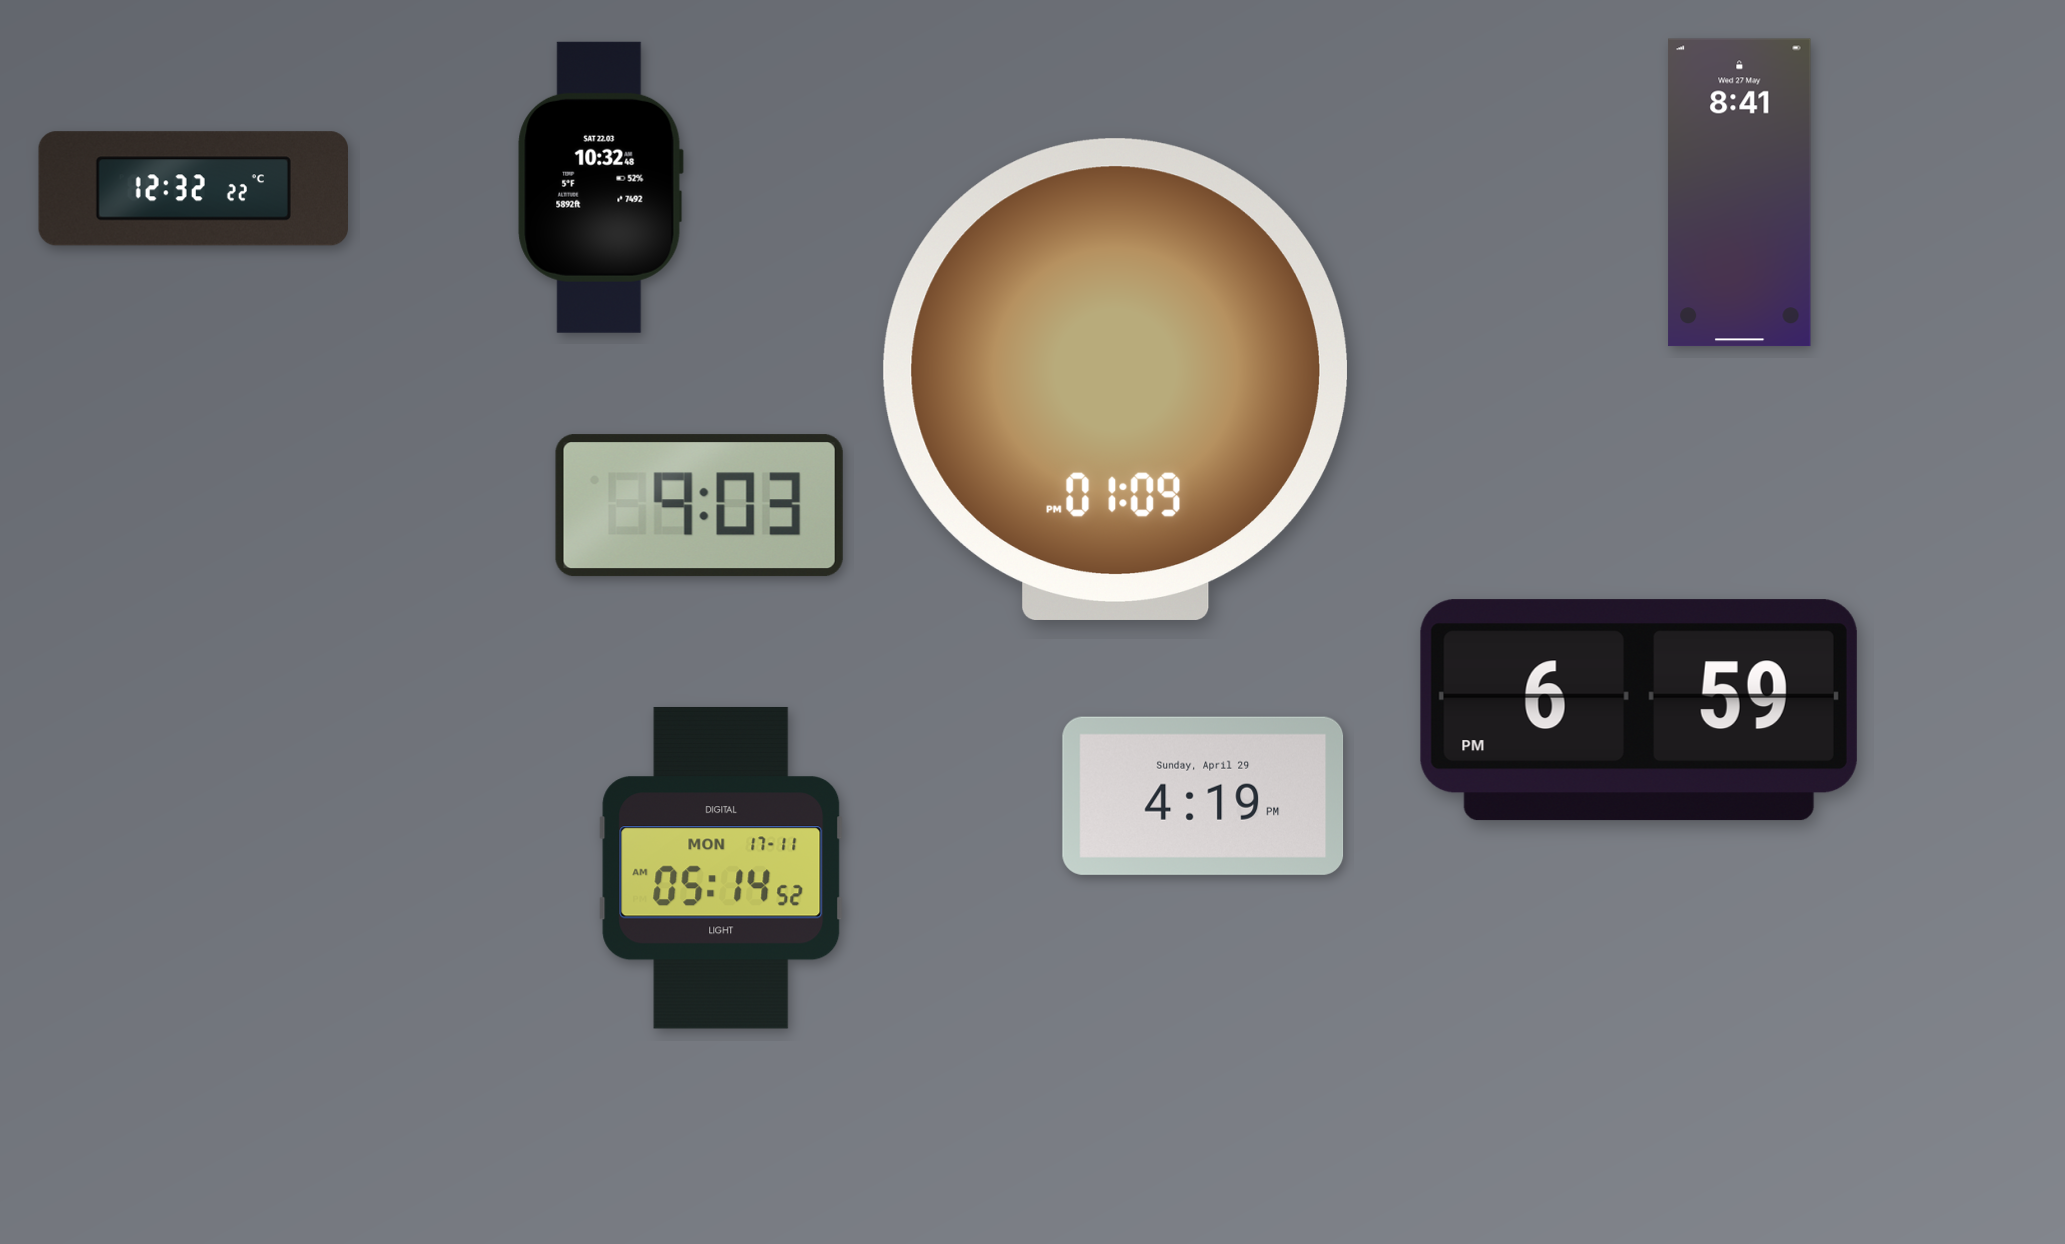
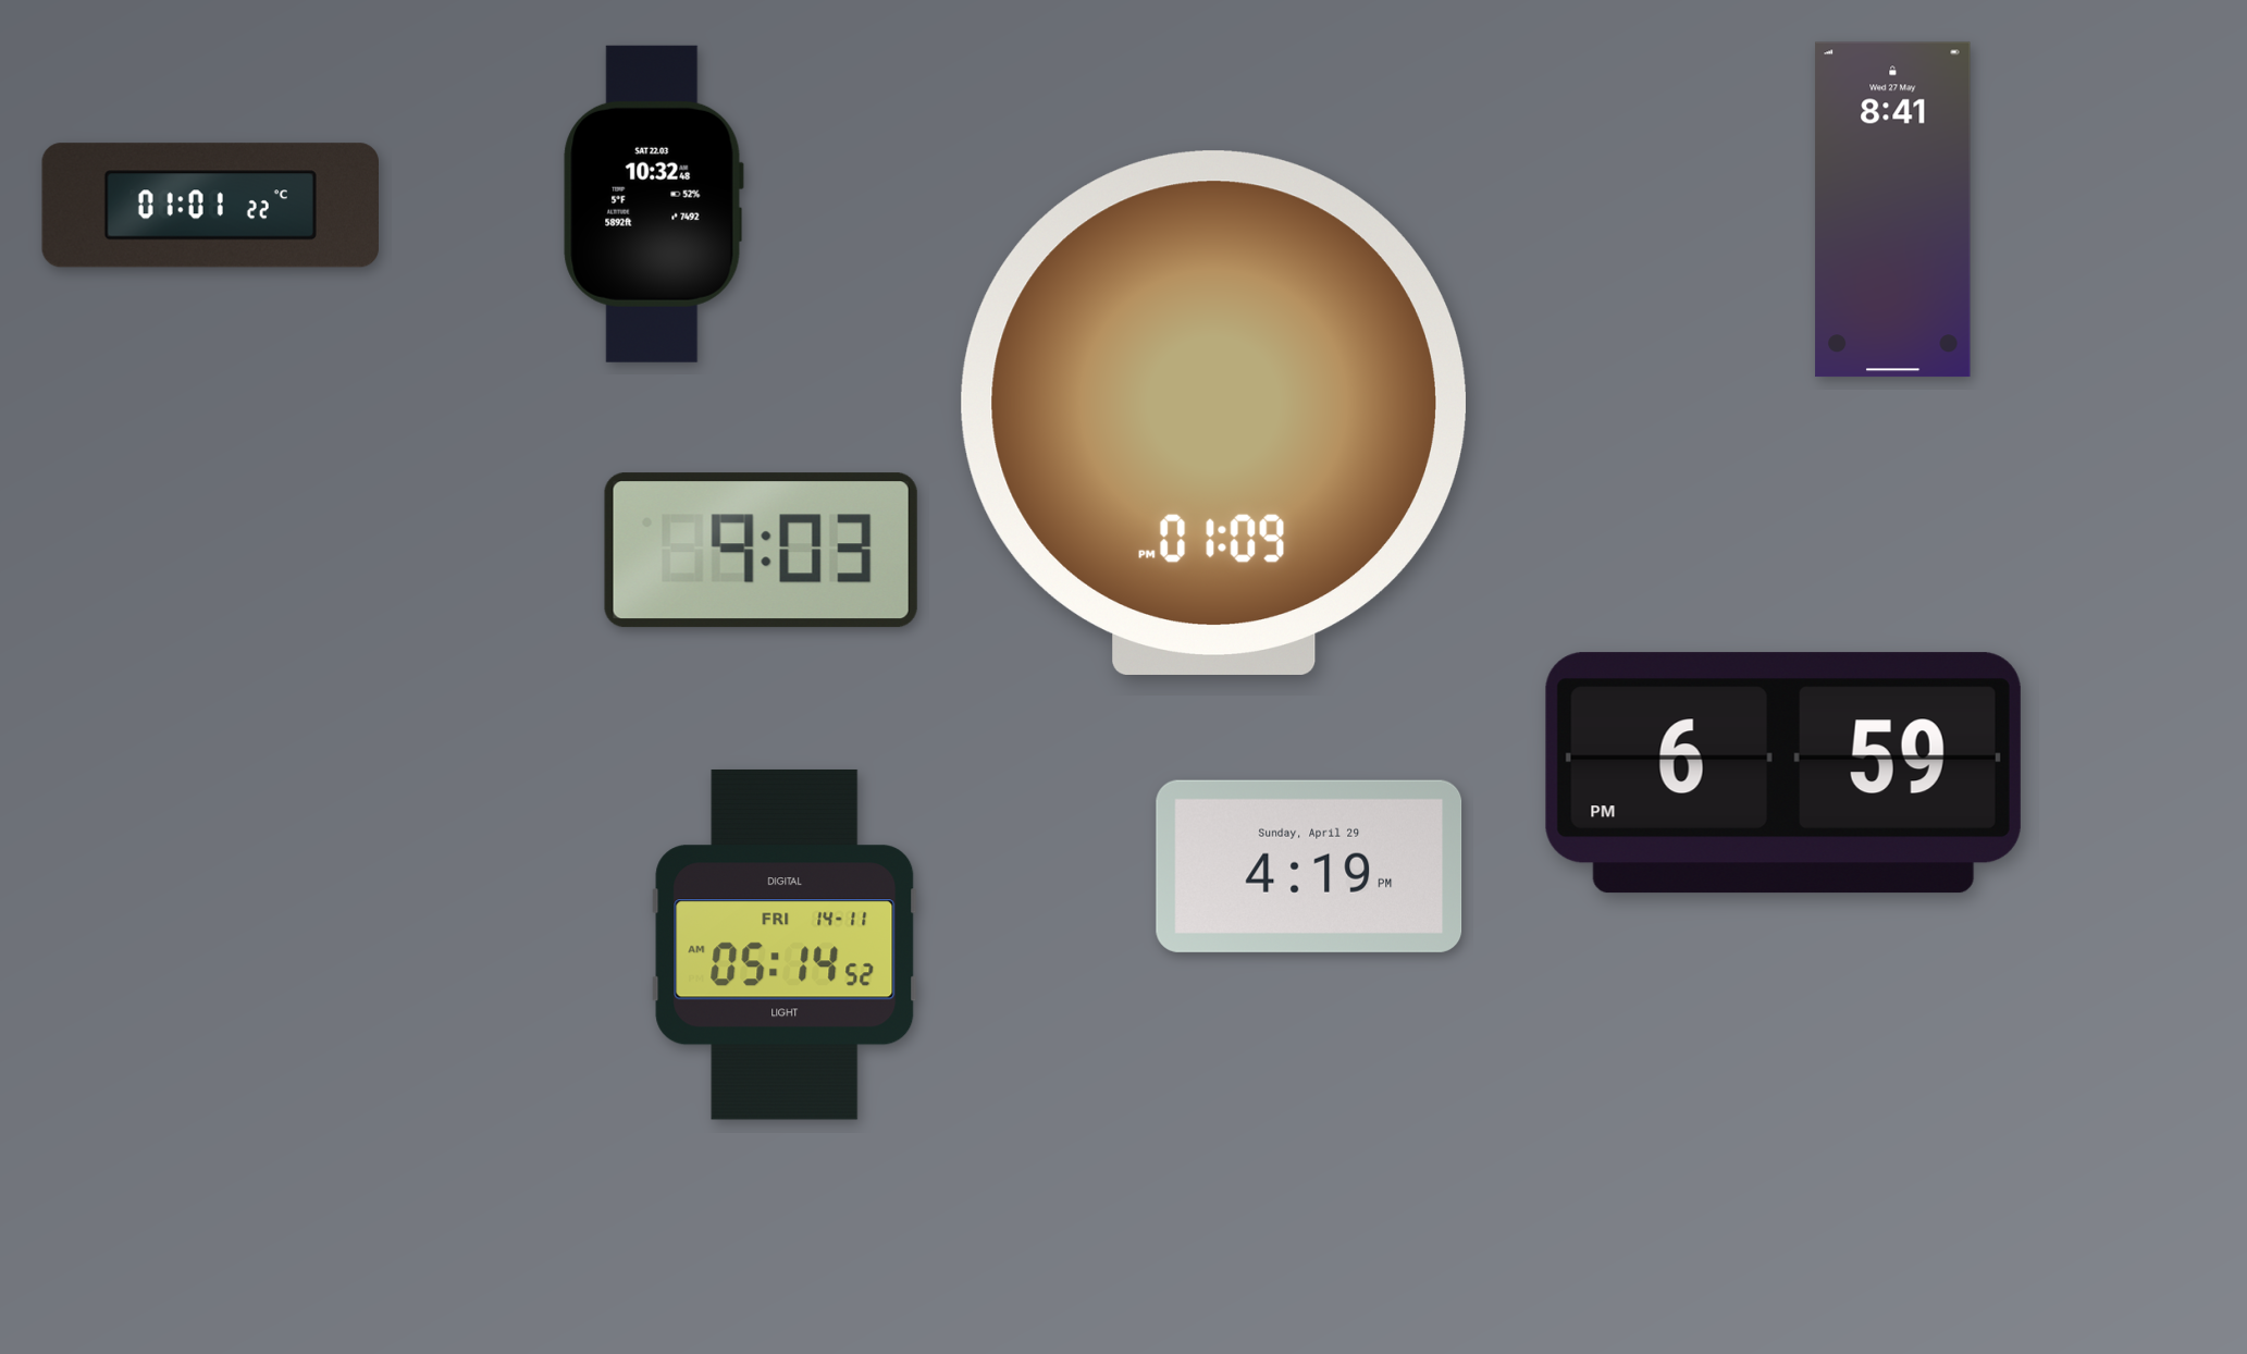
clock at (193, 189): 12:32 -> 01:01
clock at (721, 868) date: MON 17-11 -> FRI 14-11
